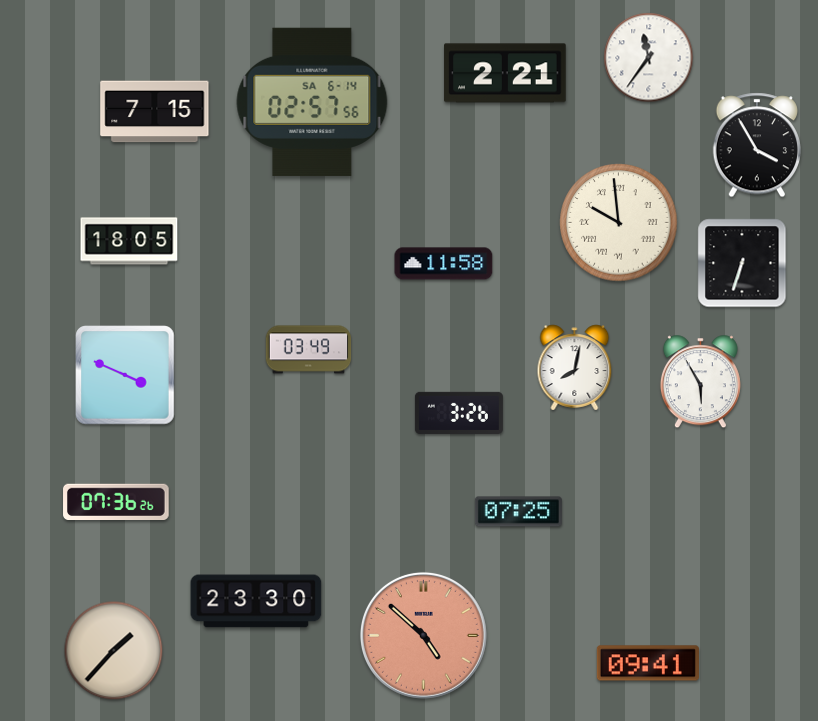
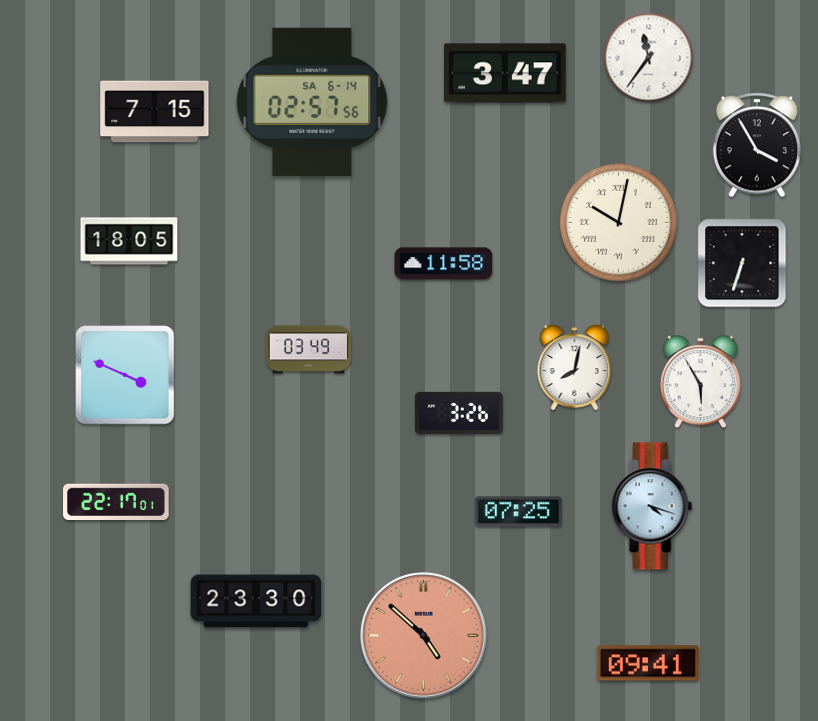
clock at (505, 73): 2:21 -> 3:47
clock at (619, 223): 9:59 -> 10:02
clock at (116, 501): 07:36 -> 22:17
clock at (652, 506): none -> 4:18
clock at (114, 651): 1:37 -> none
